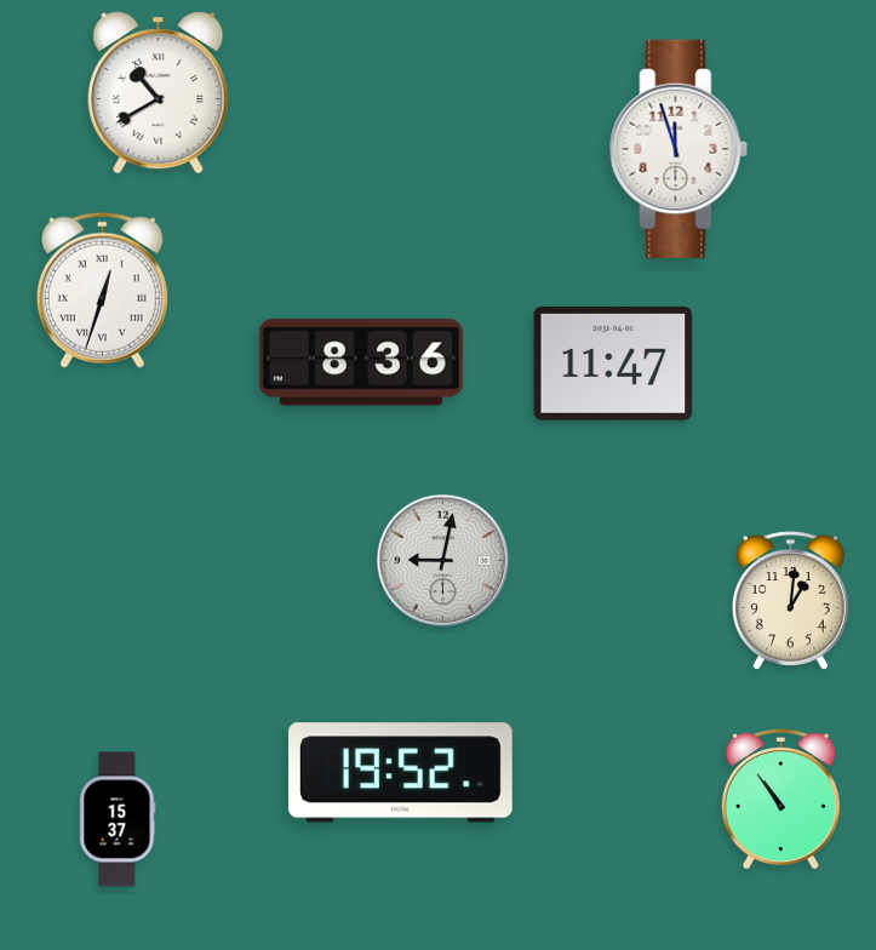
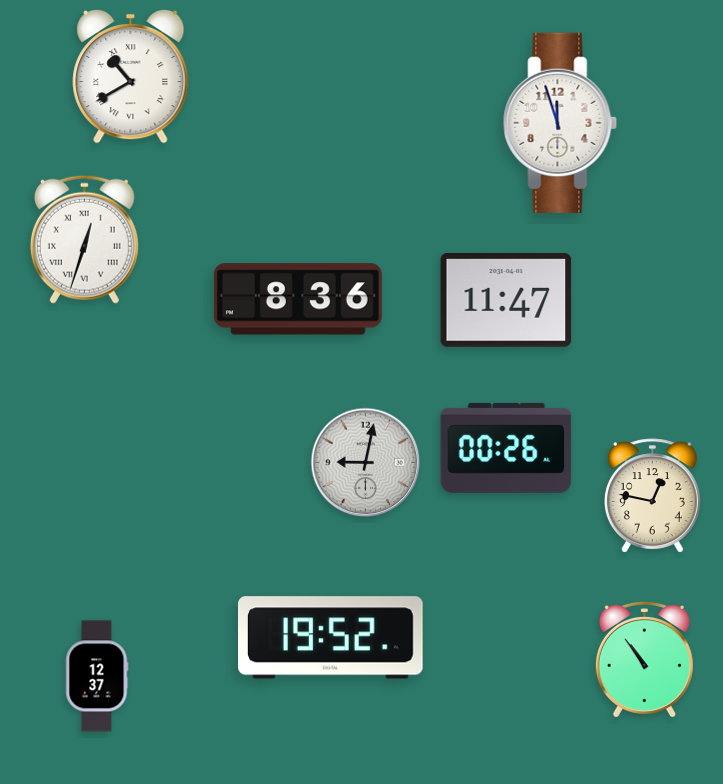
clock at (506, 448): none -> 00:26
clock at (790, 601): 1:01 -> 12:47
clock at (118, 819): 15:37 -> 12:37
